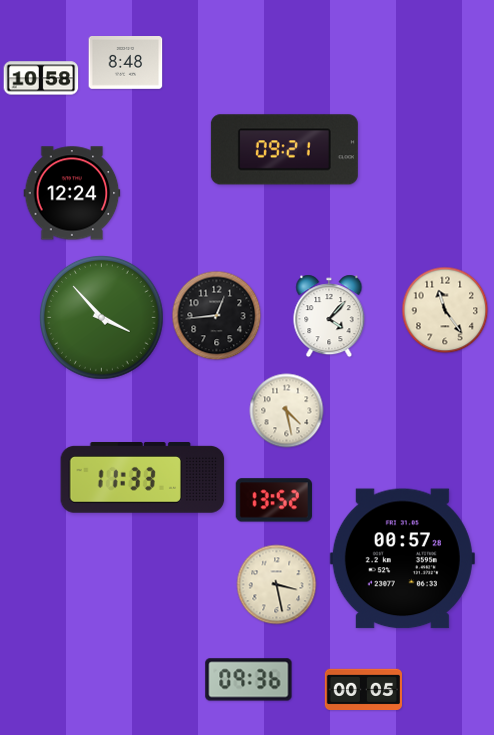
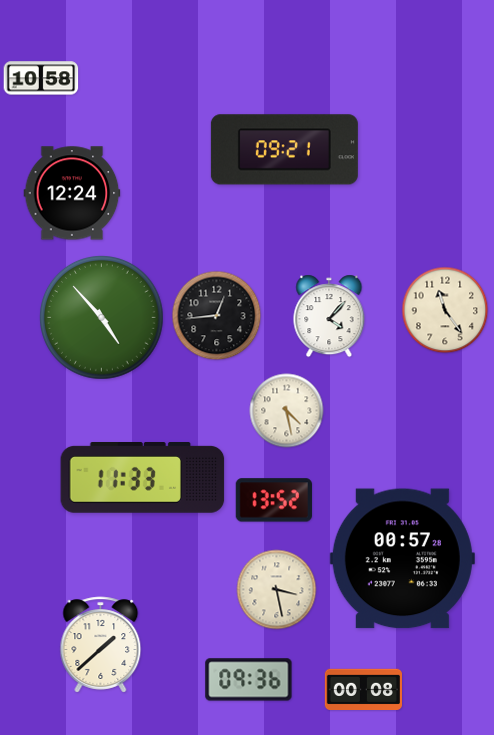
clock at (126, 63): 8:48 -> none
clock at (102, 318): 3:53 -> 4:53
clock at (277, 585) position: (277, 585) -> (277, 590)
clock at (101, 645): none -> 1:38
clock at (363, 689): 00:05 -> 00:08
